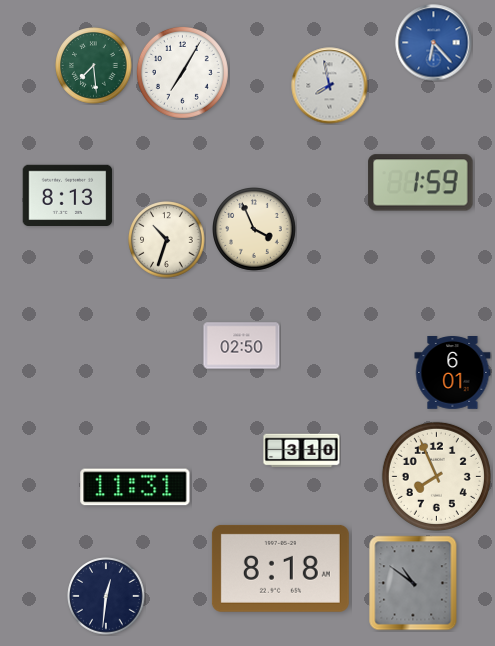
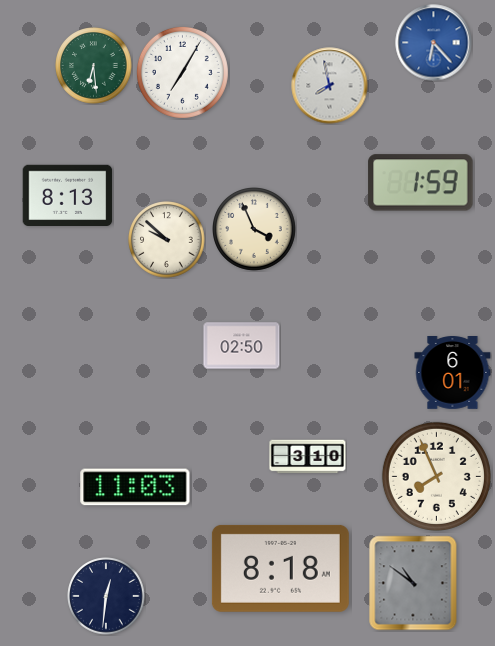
clock at (94, 66): 7:29 -> 6:29
clock at (167, 240): 10:33 -> 9:52
clock at (302, 451) position: (302, 451) -> (308, 457)
clock at (135, 487): 11:31 -> 11:03
